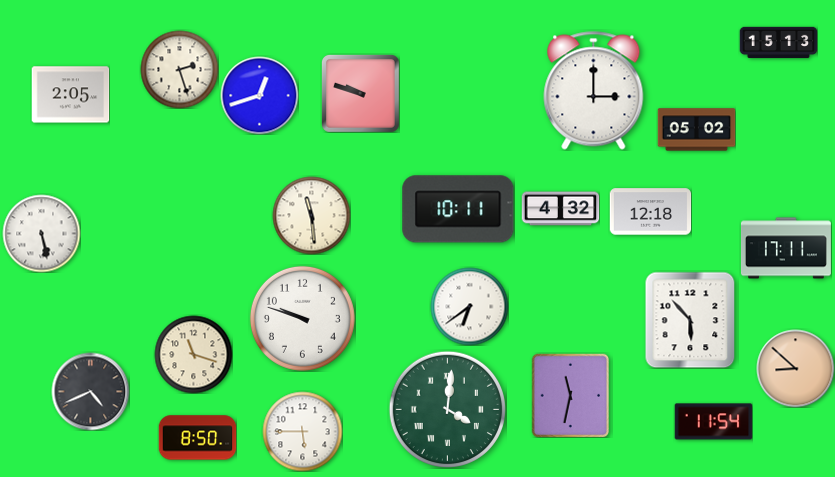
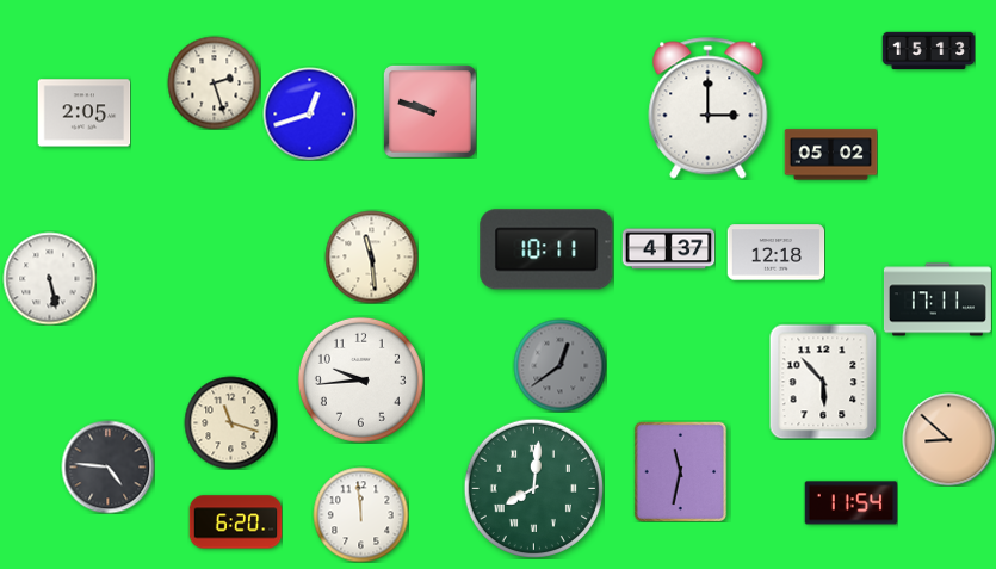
clock at (560, 209): 4:32 -> 4:37
clock at (786, 248) position: (786, 248) -> (938, 299)
clock at (469, 306): 6:39 -> 12:39
clock at (469, 306) dial: white -> grey
clock at (302, 318): 9:48 -> 9:44
clock at (90, 391): 4:41 -> 4:46
clock at (447, 409): 4:01 -> 8:01
clock at (302, 431): 5:45 -> 11:59
clock at (197, 438): 8:50 -> 6:20
